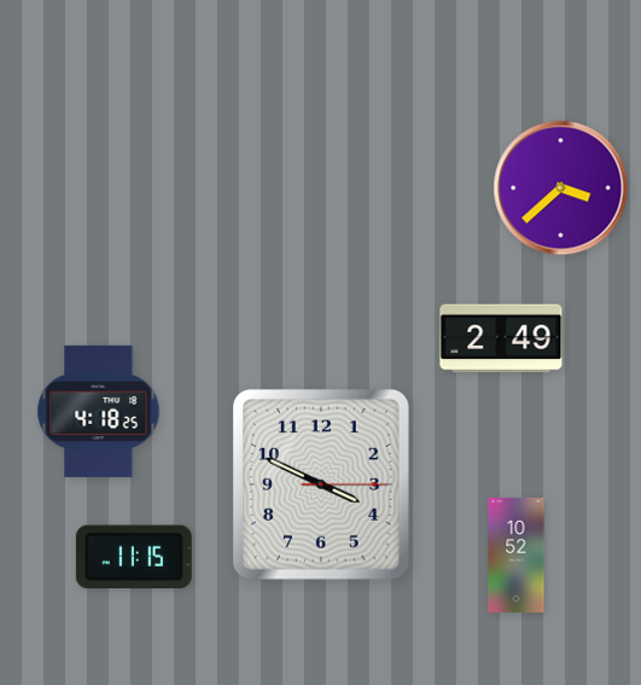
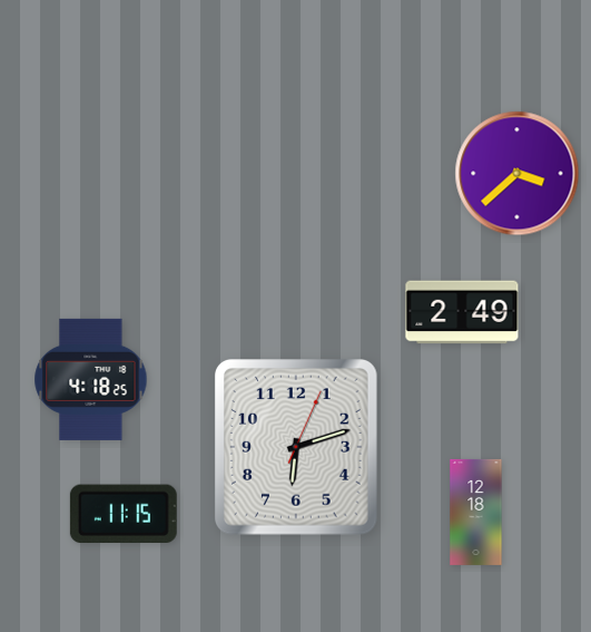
clock at (322, 486): 3:49 -> 6:12
clock at (517, 555): 10:52 -> 12:18
